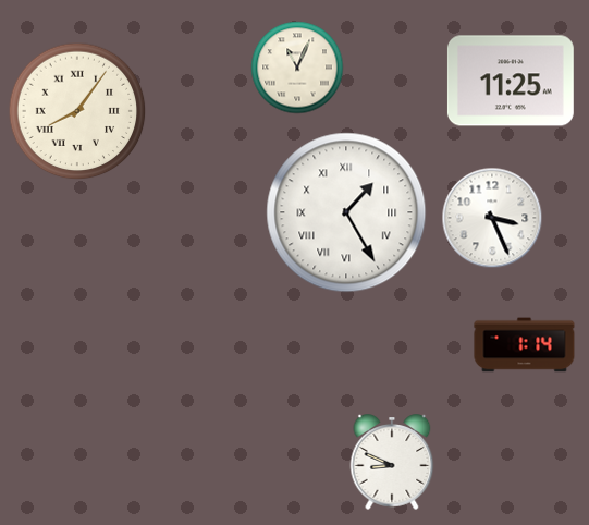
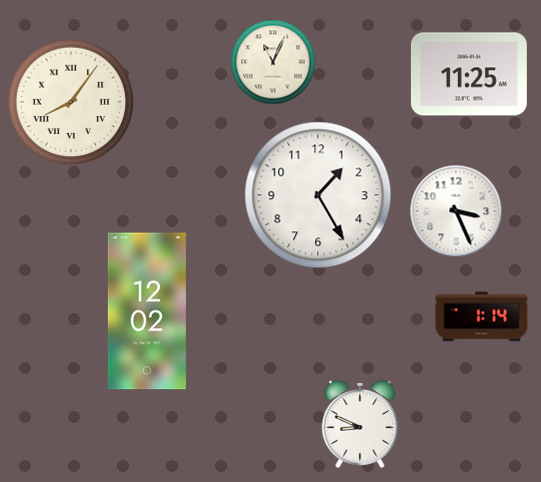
clock at (346, 212) numerals: Roman -> Arabic
clock at (492, 218) position: (492, 218) -> (456, 211)
clock at (147, 311): none -> 12:02
